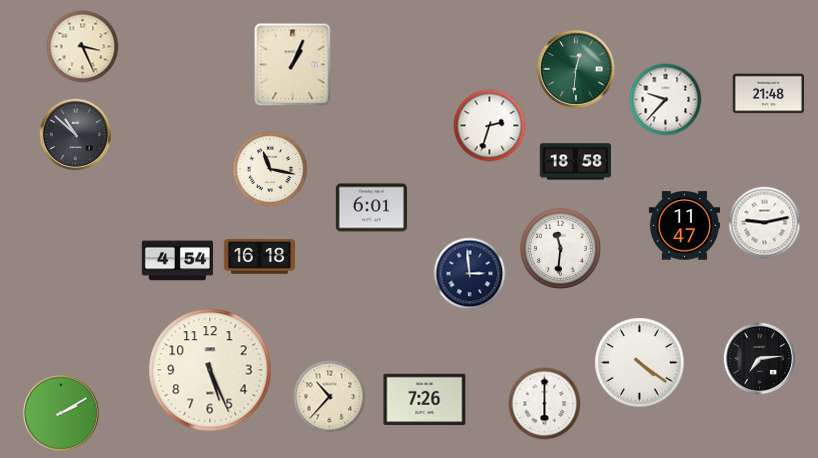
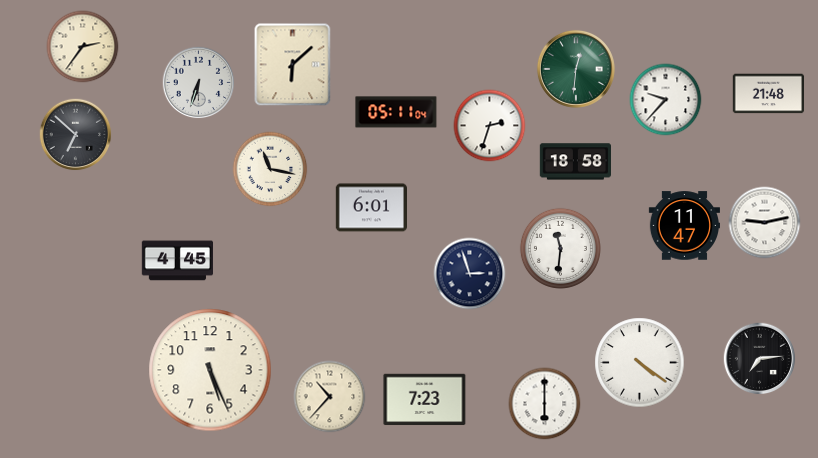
clock at (83, 47): 3:26 -> 2:36
clock at (293, 65): 1:04 -> 6:08
clock at (199, 83): none -> 6:33
clock at (396, 112): none -> 05:11
clock at (76, 135): 10:52 -> 6:52
clock at (260, 257): 16:18 -> none
clock at (177, 261): 4:54 -> 4:45
clock at (470, 274): 2:59 -> 2:57
clock at (425, 400): 7:26 -> 7:23
clock at (61, 413): 2:10 -> none
